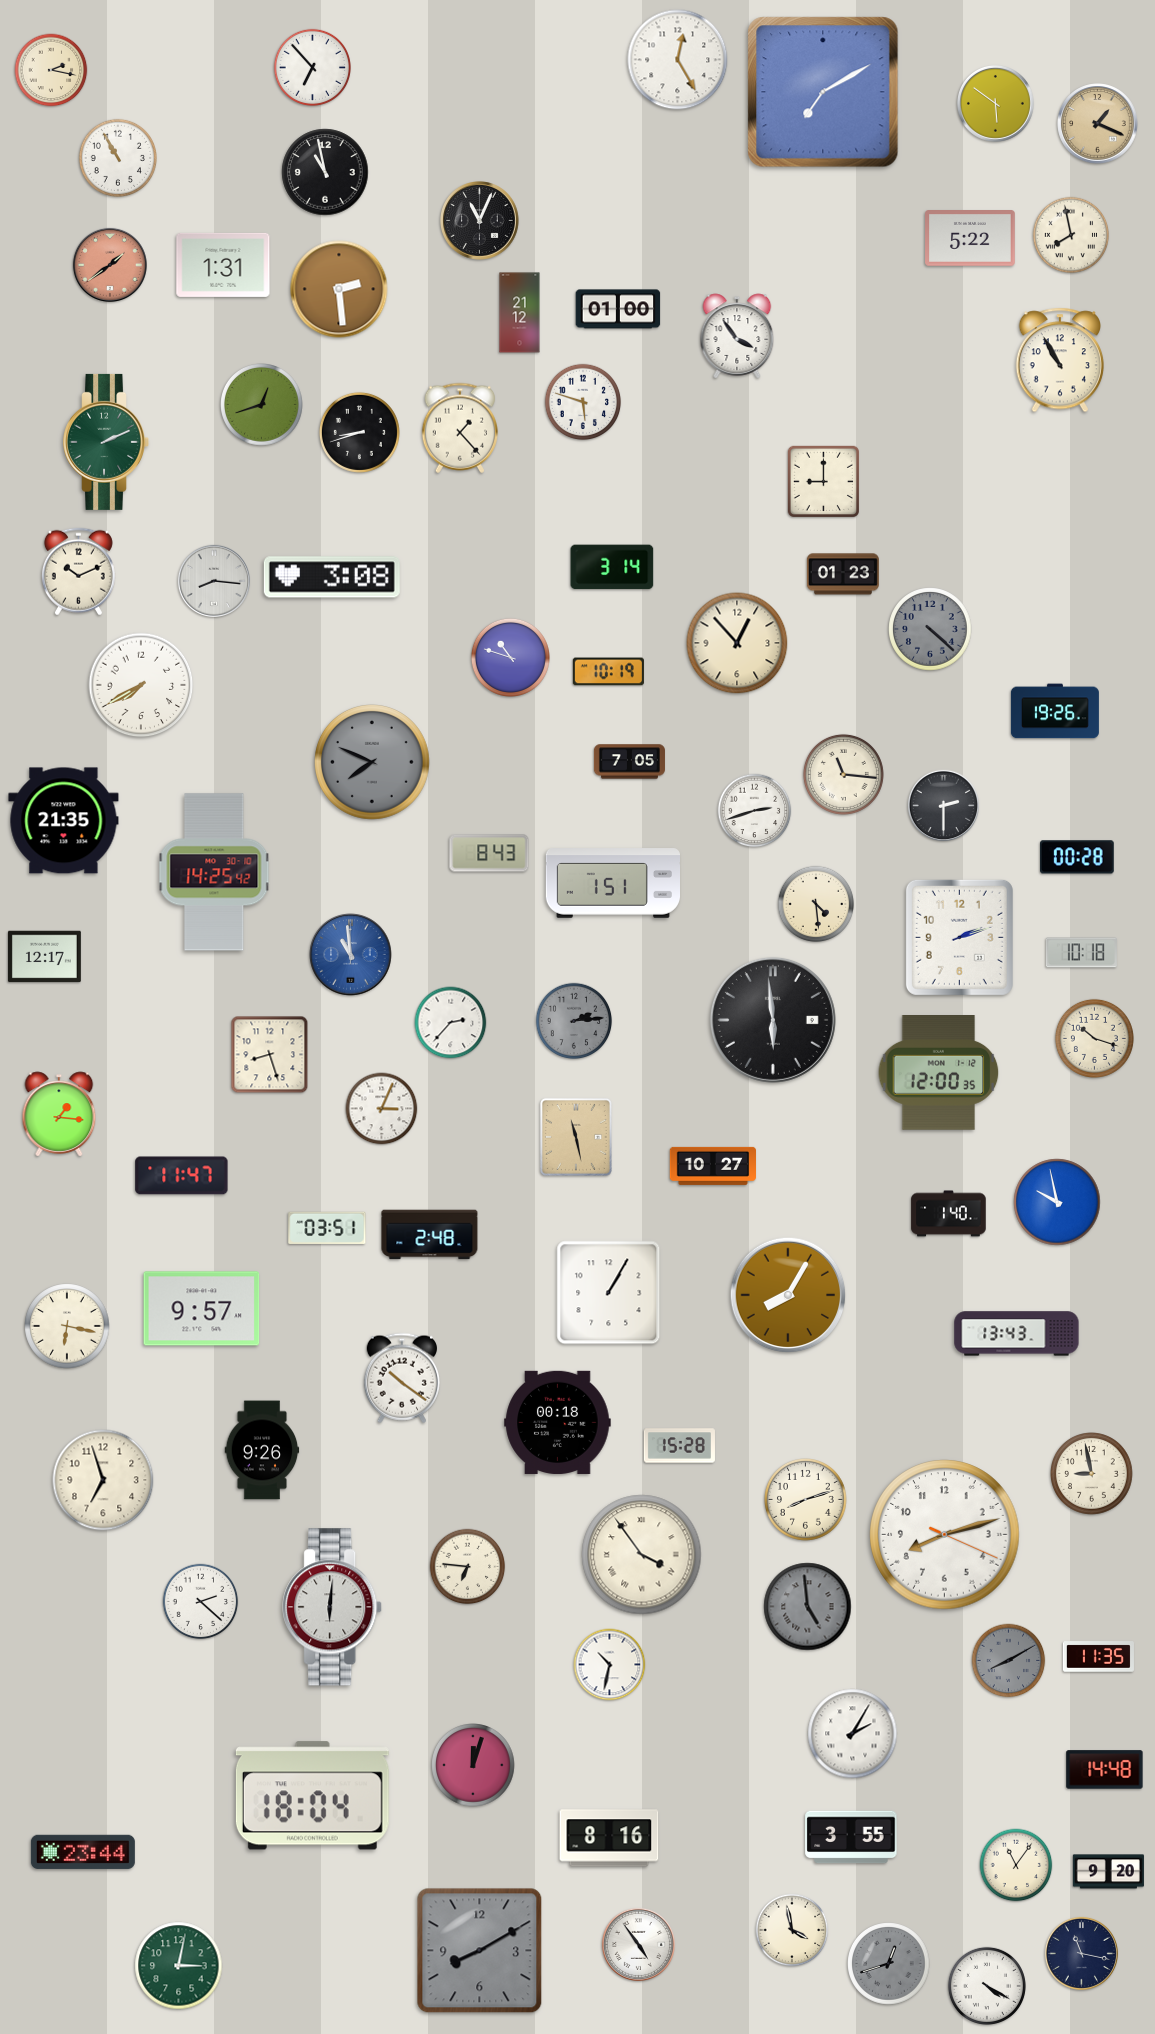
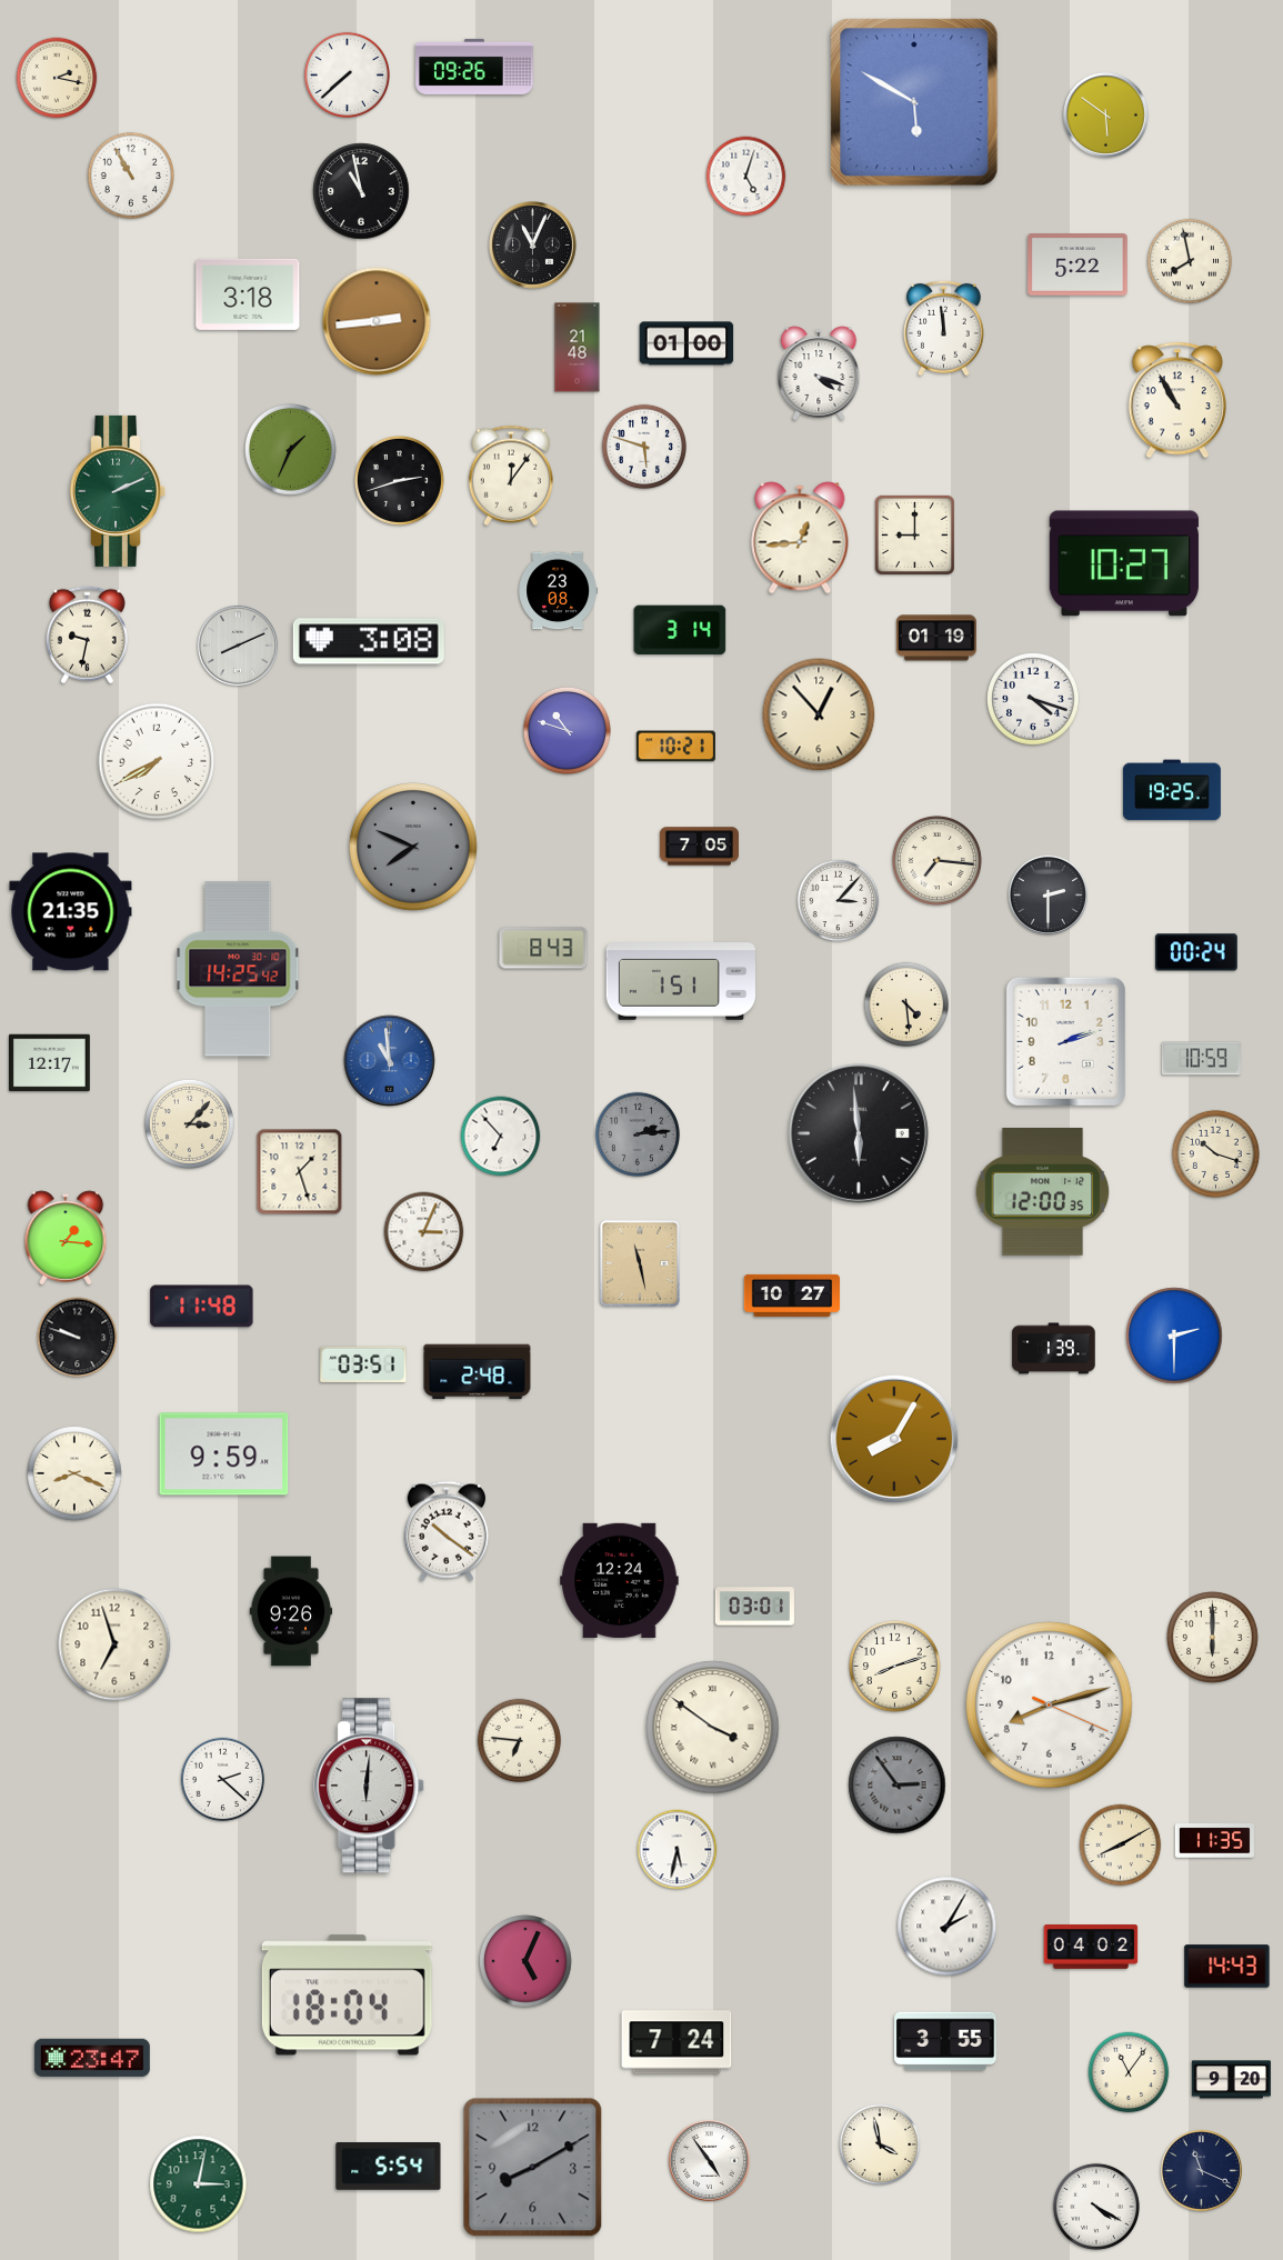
clock at (474, 67): none -> 09:26
clock at (678, 60): 12:25 -> none
clock at (312, 67): 6:53 -> 7:38
clock at (823, 92): 7:10 -> 5:50
clock at (1098, 124): 1:19 -> none
clock at (746, 177): none -> 5:03
clock at (110, 265): 1:39 -> none
clock at (223, 265): 1:31 -> 3:18
clock at (339, 289): 2:29 -> 2:44
clock at (944, 328): none -> 11:59
clock at (520, 313): 21:12 -> 21:48
clock at (737, 336): 3:54 -> 4:18
clock at (583, 402) position: (583, 402) -> (644, 447)
clock at (262, 405): 12:42 -> 1:34
clock at (459, 428): 1:23 -> 12:06
clock at (359, 432): 8:42 -> 2:42
clock at (800, 538): none -> 12:44
clock at (1124, 563): none -> 10:27
clock at (558, 591): none -> 23:08
clock at (78, 572): 10:11 -> 9:32
clock at (843, 574): 01:23 -> 01:19
clock at (214, 581): 8:16 -> 8:11
clock at (930, 629): 4:22 -> 4:18
clock at (930, 629) dial: grey -> white
clock at (608, 672): 10:19 -> 10:21
clock at (1055, 711): 19:26 -> 19:25
clock at (843, 774): 11:16 -> 7:16
clock at (755, 811): 2:42 -> 3:07
clock at (1078, 857): 00:28 -> 00:24
clock at (1081, 953): 10:18 -> 10:59
clock at (189, 1123): none -> 3:07
clock at (451, 1023): 2:37 -> 6:53
clock at (270, 1055): 8:27 -> 1:27
clock at (182, 1176): 11:47 -> 11:48
clock at (1057, 1202): 9:58 -> 2:30
clock at (78, 1338): none -> 9:48
clock at (949, 1214): 1:40 -> 1:39
clock at (609, 1293): 1:05 -> none
clock at (788, 1295) position: (788, 1295) -> (894, 1439)
clock at (202, 1309): 9:57 -> 9:59
clock at (67, 1326): 6:17 -> 8:19
clock at (1017, 1334): 13:43 -> none
clock at (558, 1422): 00:18 -> 12:24
clock at (679, 1446): 15:28 -> 03:01
clock at (1092, 1474): 8:58 -> 6:00
clock at (642, 1555): 3:54 -> 3:51
clock at (808, 1607): 4:59 -> 2:54
clock at (1098, 1657) position: (1098, 1657) -> (1214, 1841)
clock at (1009, 1661) dial: grey -> cream
clock at (610, 1665): 10:32 -> 5:32
clock at (1091, 1947): none -> 04:02
clock at (473, 1765): 12:03 -> 5:04
clock at (1105, 1770): 14:48 -> 14:43
clock at (609, 1838): 8:16 -> 7:24
clock at (83, 1852): 23:44 -> 23:47
clock at (389, 2167): none -> 5:54
clock at (1081, 1953): 11:17 -> 11:19
clock at (889, 1964): 12:42 -> none
